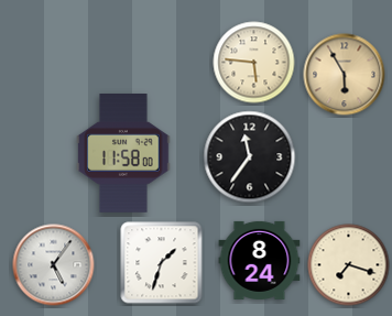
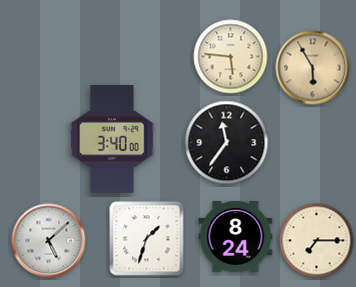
clock at (123, 154): 11:58 -> 3:40
clock at (54, 265): 5:06 -> 5:08
clock at (349, 265): 7:18 -> 7:15
